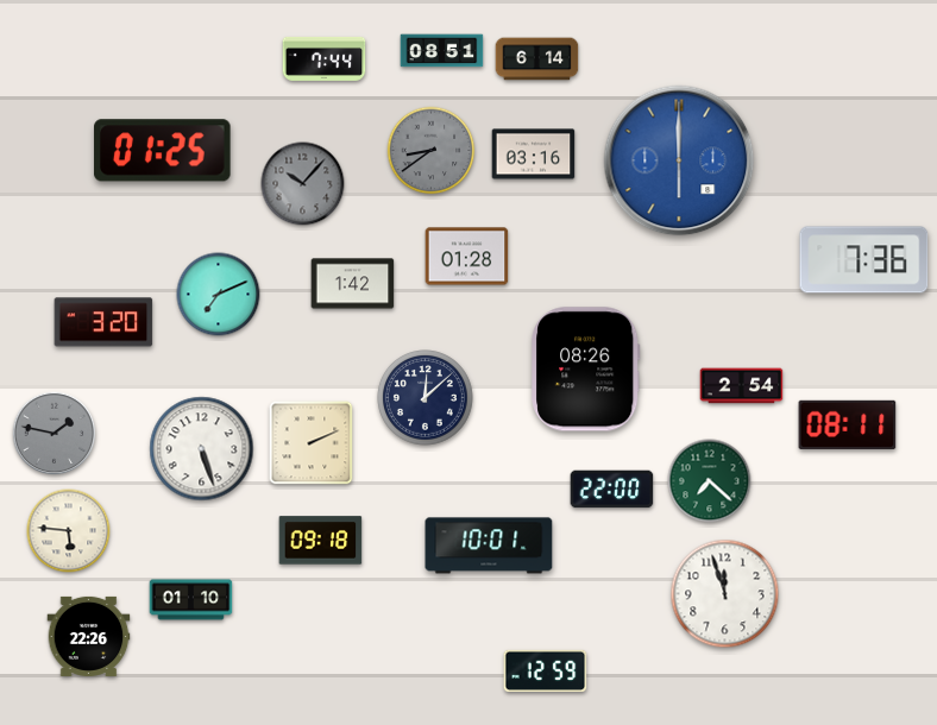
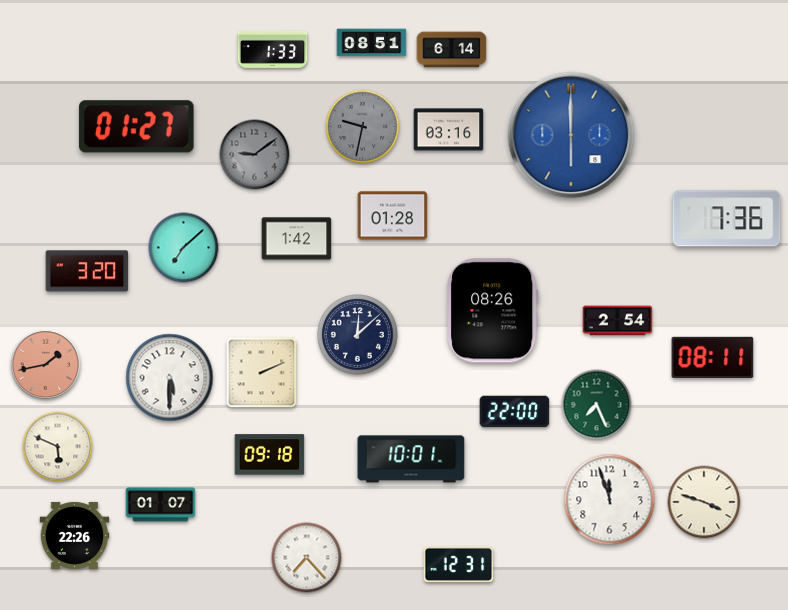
clock at (325, 58): 7:44 -> 1:33
clock at (163, 151): 01:25 -> 01:27
clock at (432, 151): 8:39 -> 9:32
clock at (303, 184): 10:07 -> 9:09
clock at (219, 295): 7:11 -> 7:08
clock at (742, 386) position: (742, 386) -> (618, 321)
clock at (55, 434): 1:47 -> 1:43
clock at (55, 434) dial: grey -> salmon
clock at (202, 449): 5:27 -> 5:30
clock at (710, 481): 7:22 -> 7:26
clock at (69, 531): 5:46 -> 5:49
clock at (704, 502): none -> 3:48
clock at (191, 600): 01:10 -> 01:07
clock at (307, 558): none -> 7:23
clock at (546, 670): 12:59 -> 12:31
